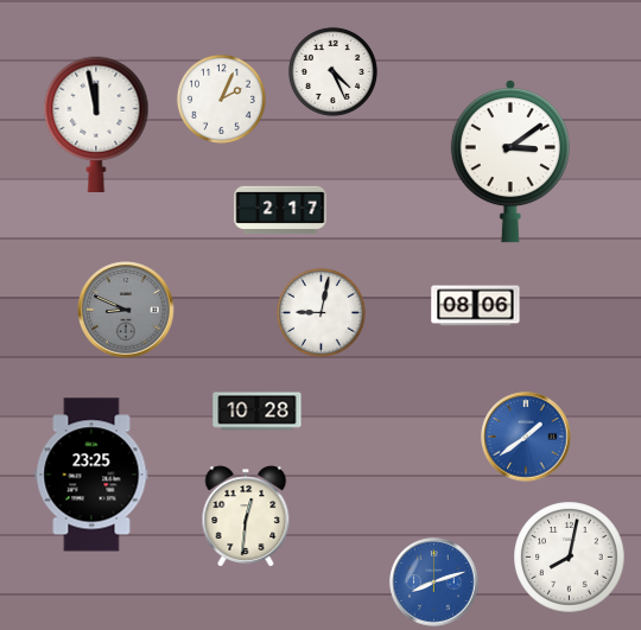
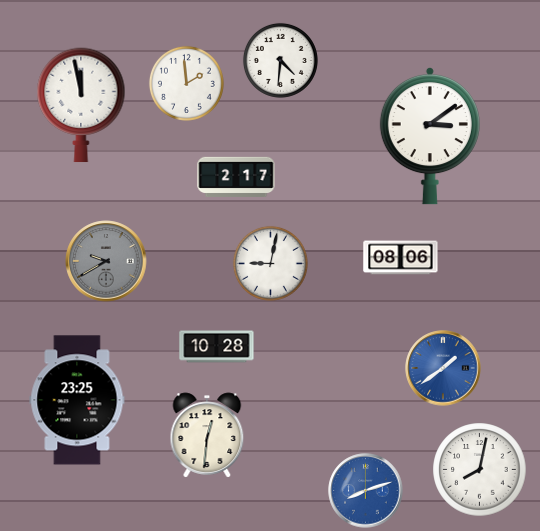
clock at (332, 71): 4:26 -> 4:31
clock at (221, 98): 2:04 -> 1:59
clock at (126, 310): 8:49 -> 9:40
